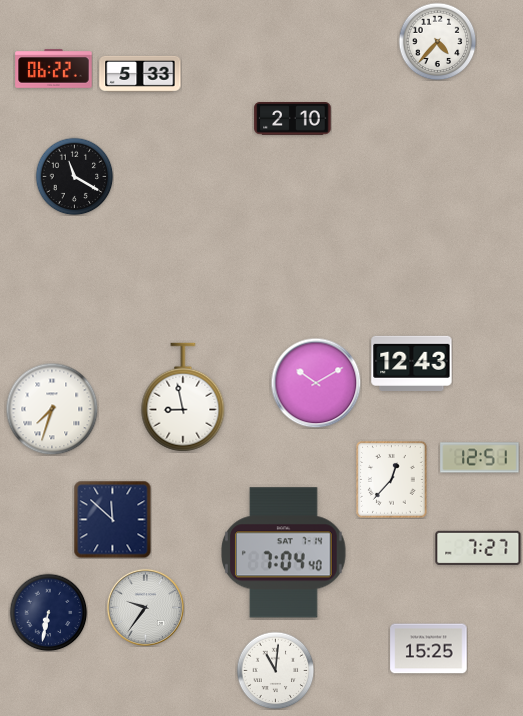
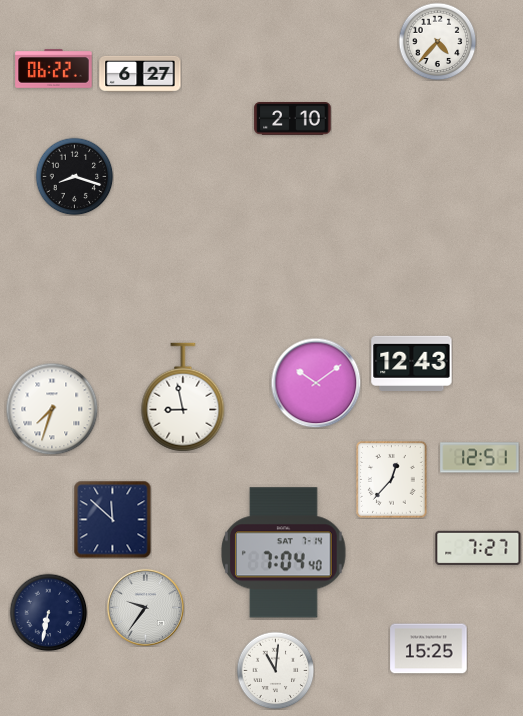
clock at (140, 74): 5:33 -> 6:27
clock at (74, 176): 11:20 -> 8:18
clock at (316, 383): 10:10 -> 10:09
